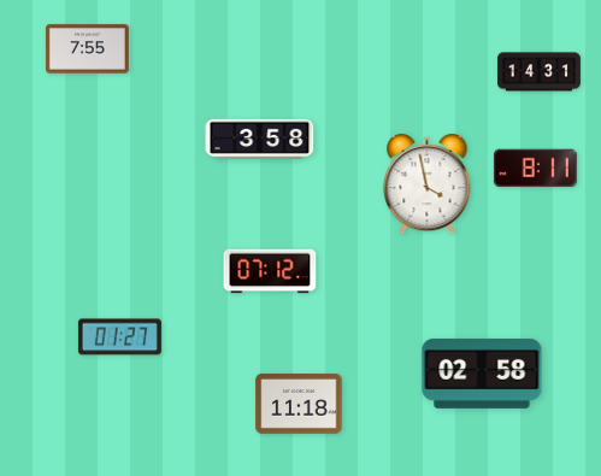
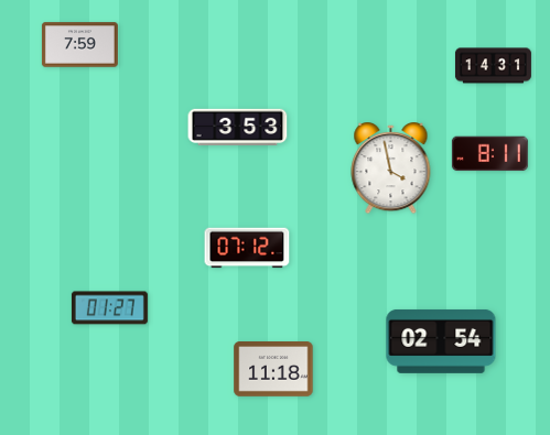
clock at (87, 49): 7:55 -> 7:59
clock at (260, 140): 3:58 -> 3:53
clock at (482, 374): 02:58 -> 02:54
